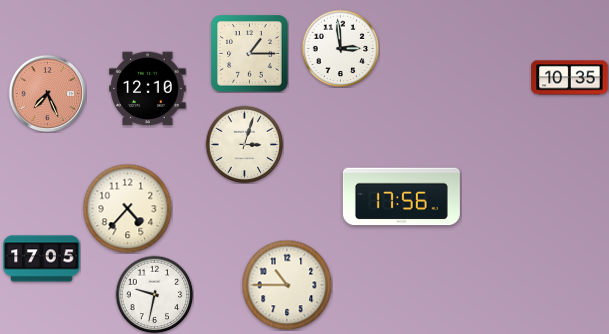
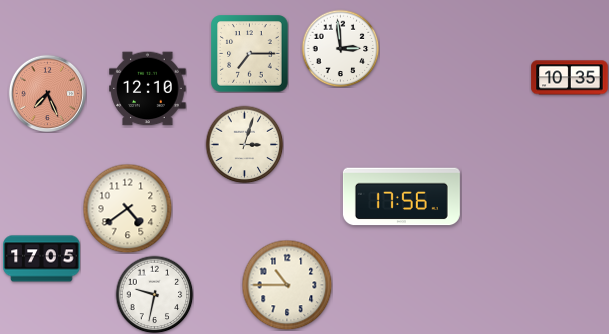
clock at (250, 54): 1:15 -> 7:15
clock at (127, 208): 4:37 -> 4:39
